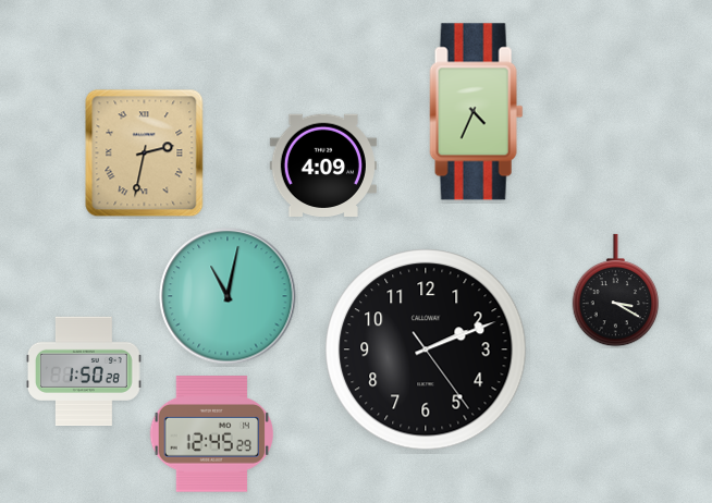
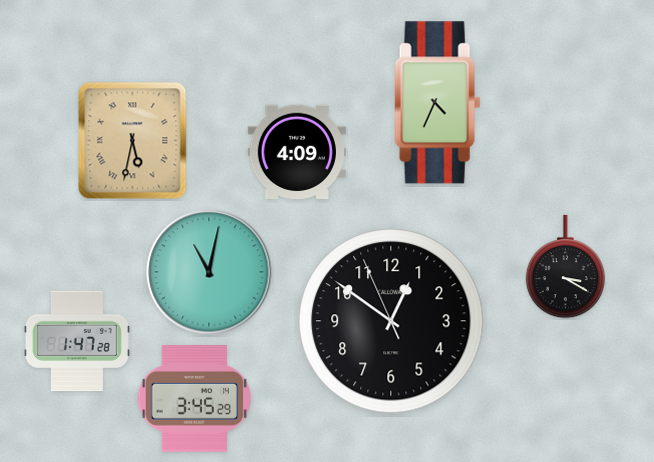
clock at (145, 154): 2:32 -> 5:32
clock at (426, 349): 2:11 -> 12:50
clock at (84, 370): 1:50 -> 1:47
clock at (211, 434): 12:45 -> 3:45
